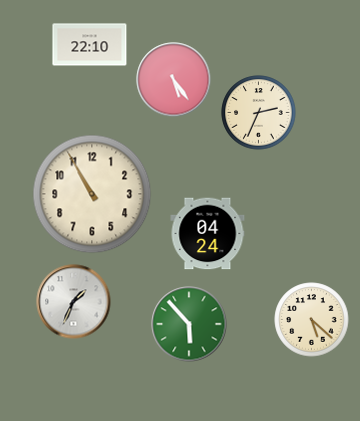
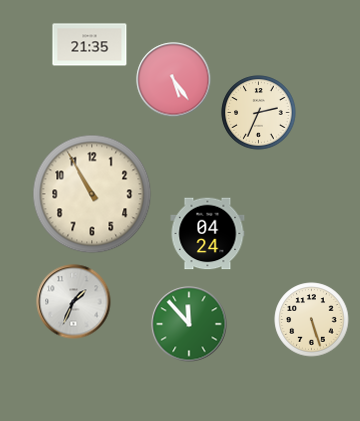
clock at (90, 45): 22:10 -> 21:35
clock at (312, 320): 5:22 -> 5:27
clock at (189, 324): 5:53 -> 11:53
